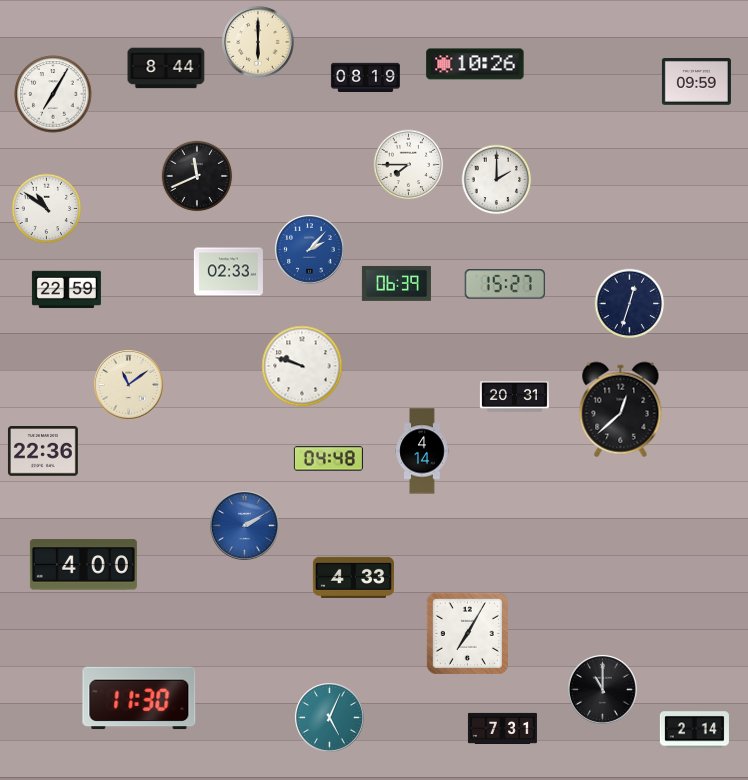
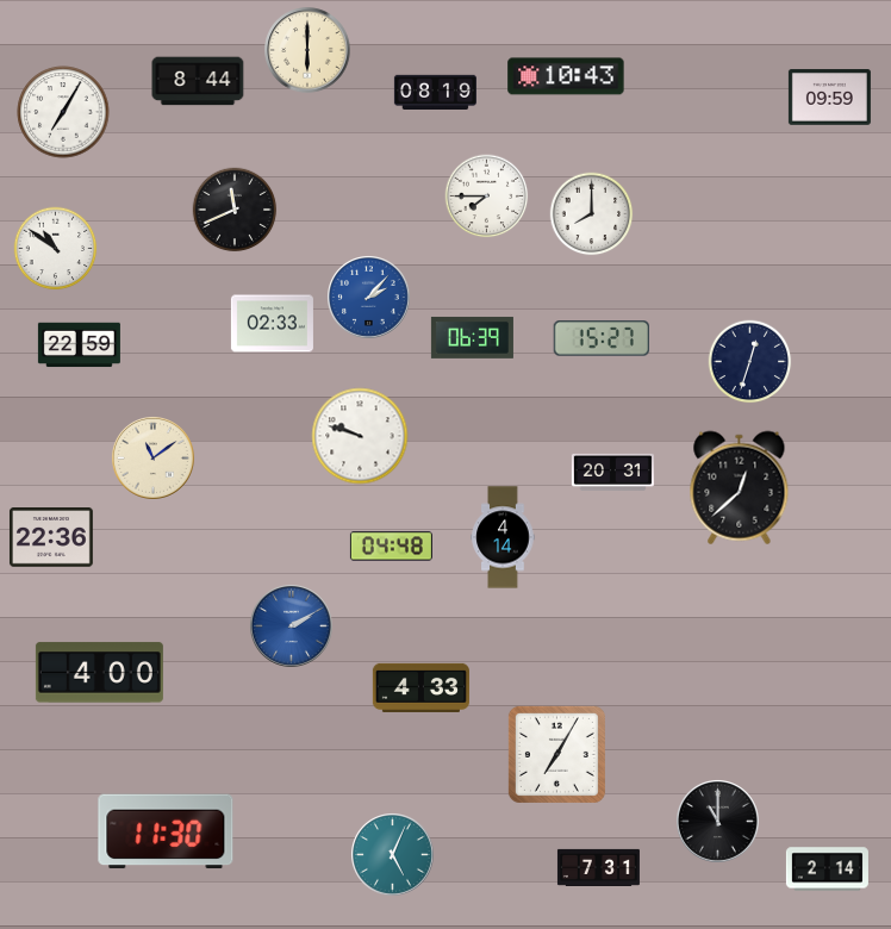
clock at (475, 64): 10:26 -> 10:43
clock at (497, 180): 2:00 -> 8:00
